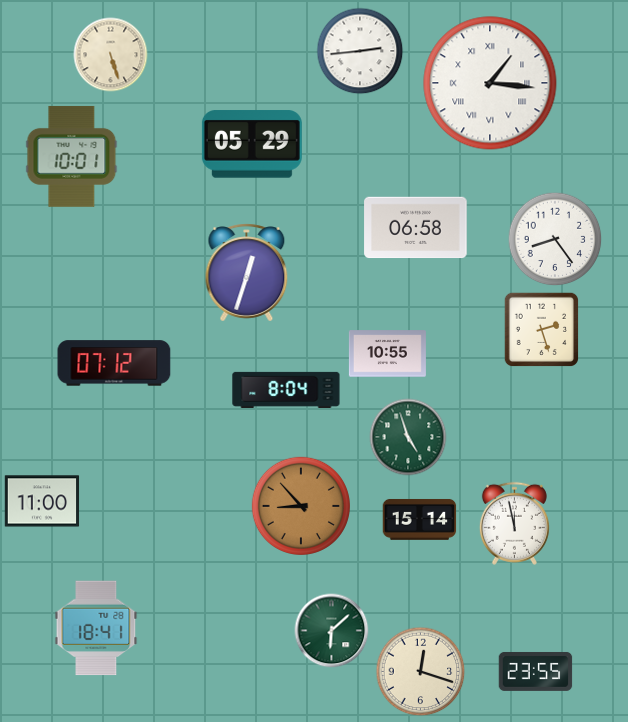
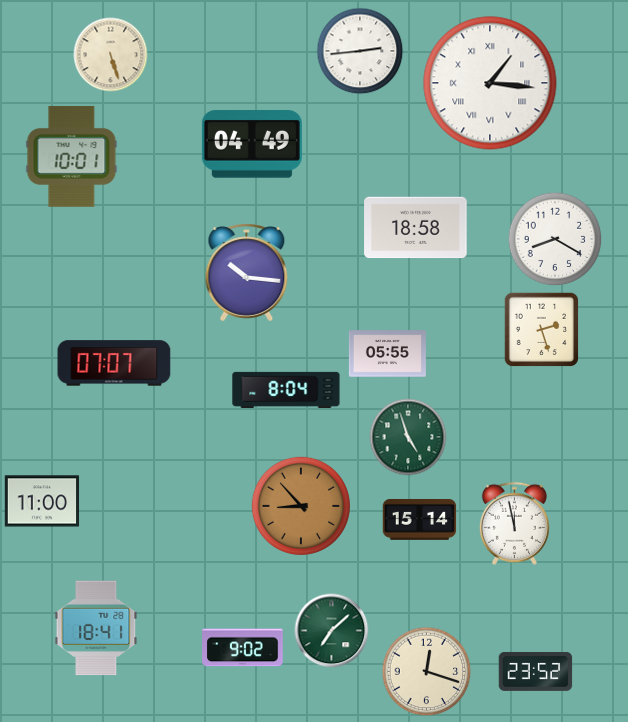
clock at (252, 144): 05:29 -> 04:49
clock at (416, 228): 06:58 -> 18:58
clock at (555, 239): 8:24 -> 8:20
clock at (247, 273): 12:33 -> 10:16
clock at (387, 354): 10:55 -> 05:55
clock at (114, 363): 07:12 -> 07:07
clock at (332, 631): 6:08 -> 7:08
clock at (243, 648): none -> 9:02
clock at (536, 671): 23:55 -> 23:52
clock at (421, 672) position: (421, 672) -> (427, 672)
